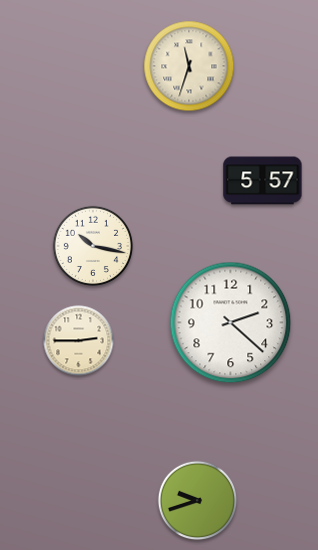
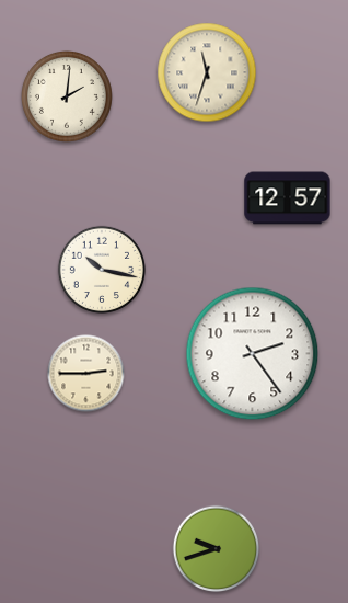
clock at (67, 96): none -> 2:01
clock at (263, 181): 5:57 -> 12:57
clock at (231, 323): 2:22 -> 2:24
